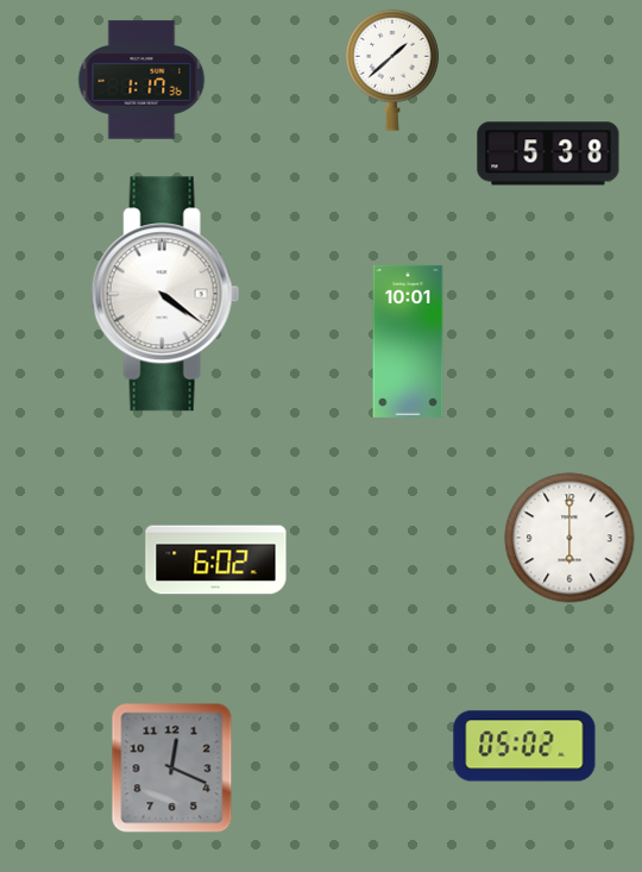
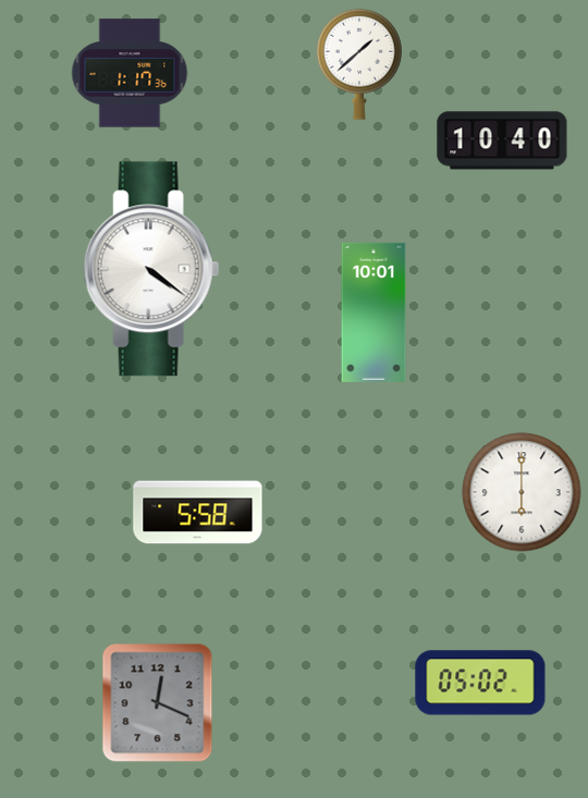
clock at (548, 153): 5:38 -> 10:40
clock at (216, 560): 6:02 -> 5:58
